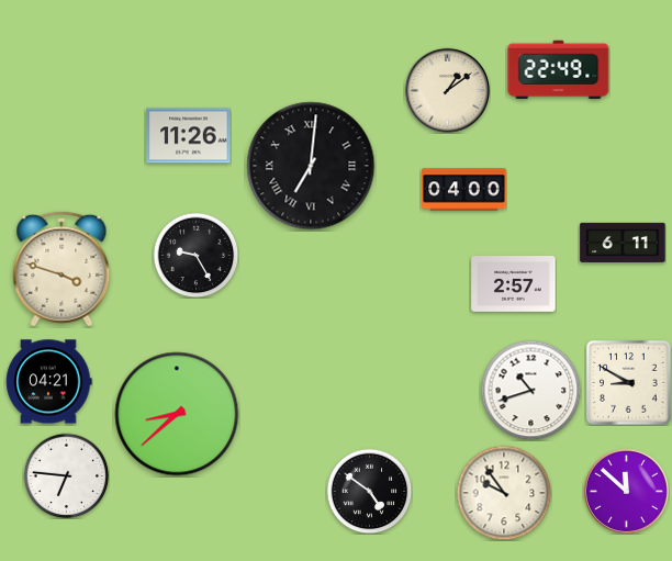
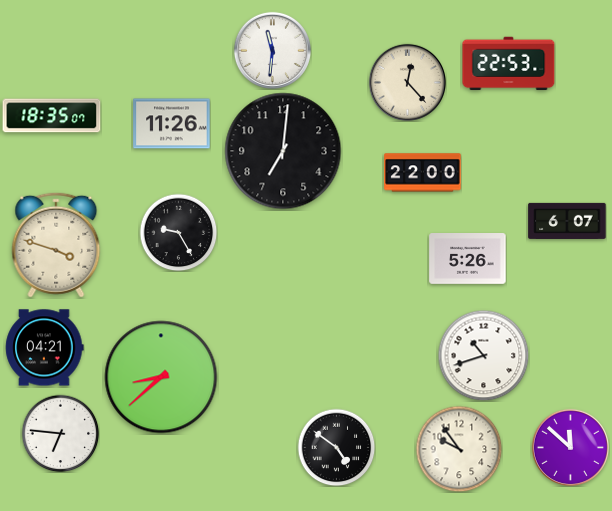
clock at (272, 50): none -> 11:31
clock at (559, 70): 22:49 -> 22:53
clock at (447, 90): 1:09 -> 12:23
clock at (52, 116): none -> 18:35
clock at (311, 166) numerals: Roman -> Arabic
clock at (464, 190): 04:00 -> 22:00
clock at (623, 243): 6:11 -> 6:07
clock at (514, 284): 2:57 -> 5:26
clock at (629, 383): 8:50 -> none
